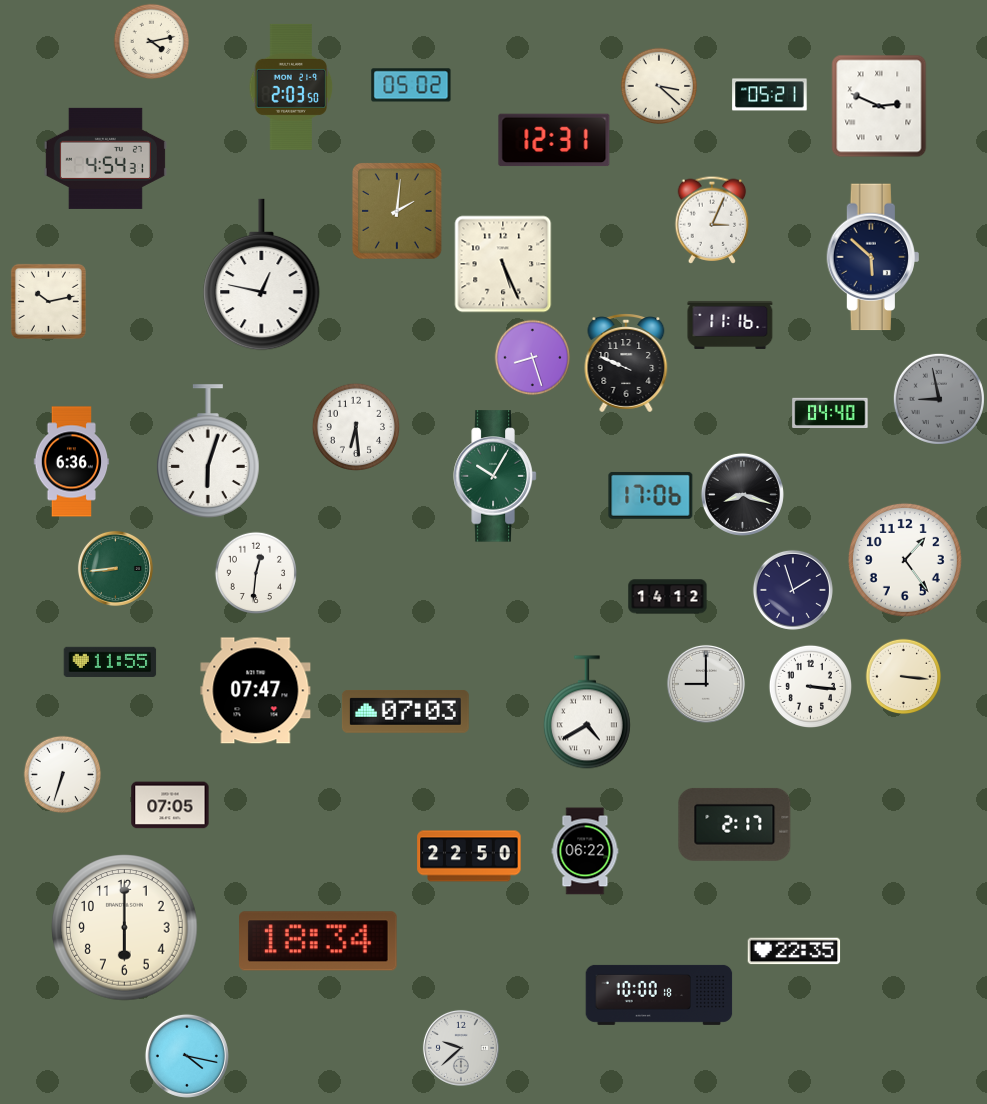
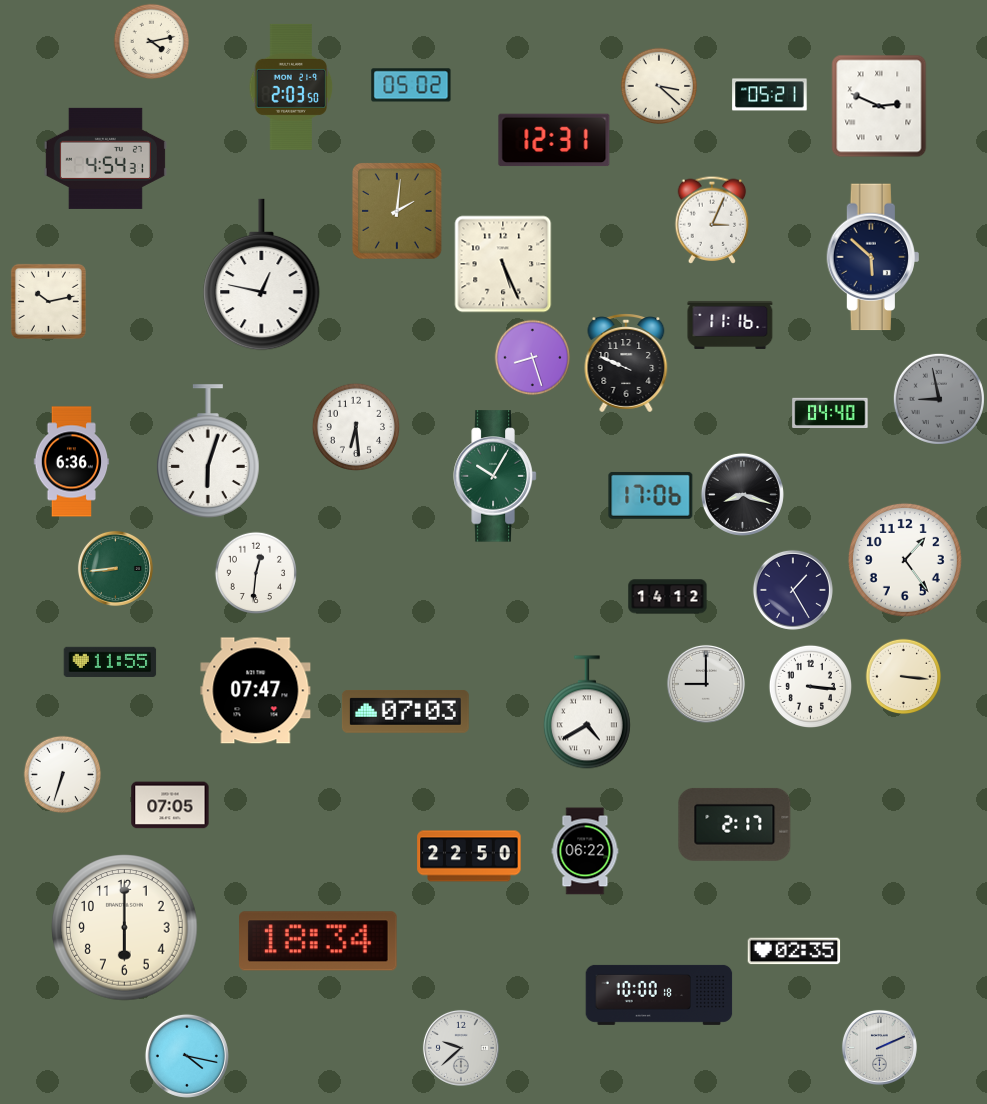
clock at (793, 590): 1:57 -> 1:25
clock at (794, 951): 22:35 -> 02:35
clock at (879, 1047): none -> 2:11
